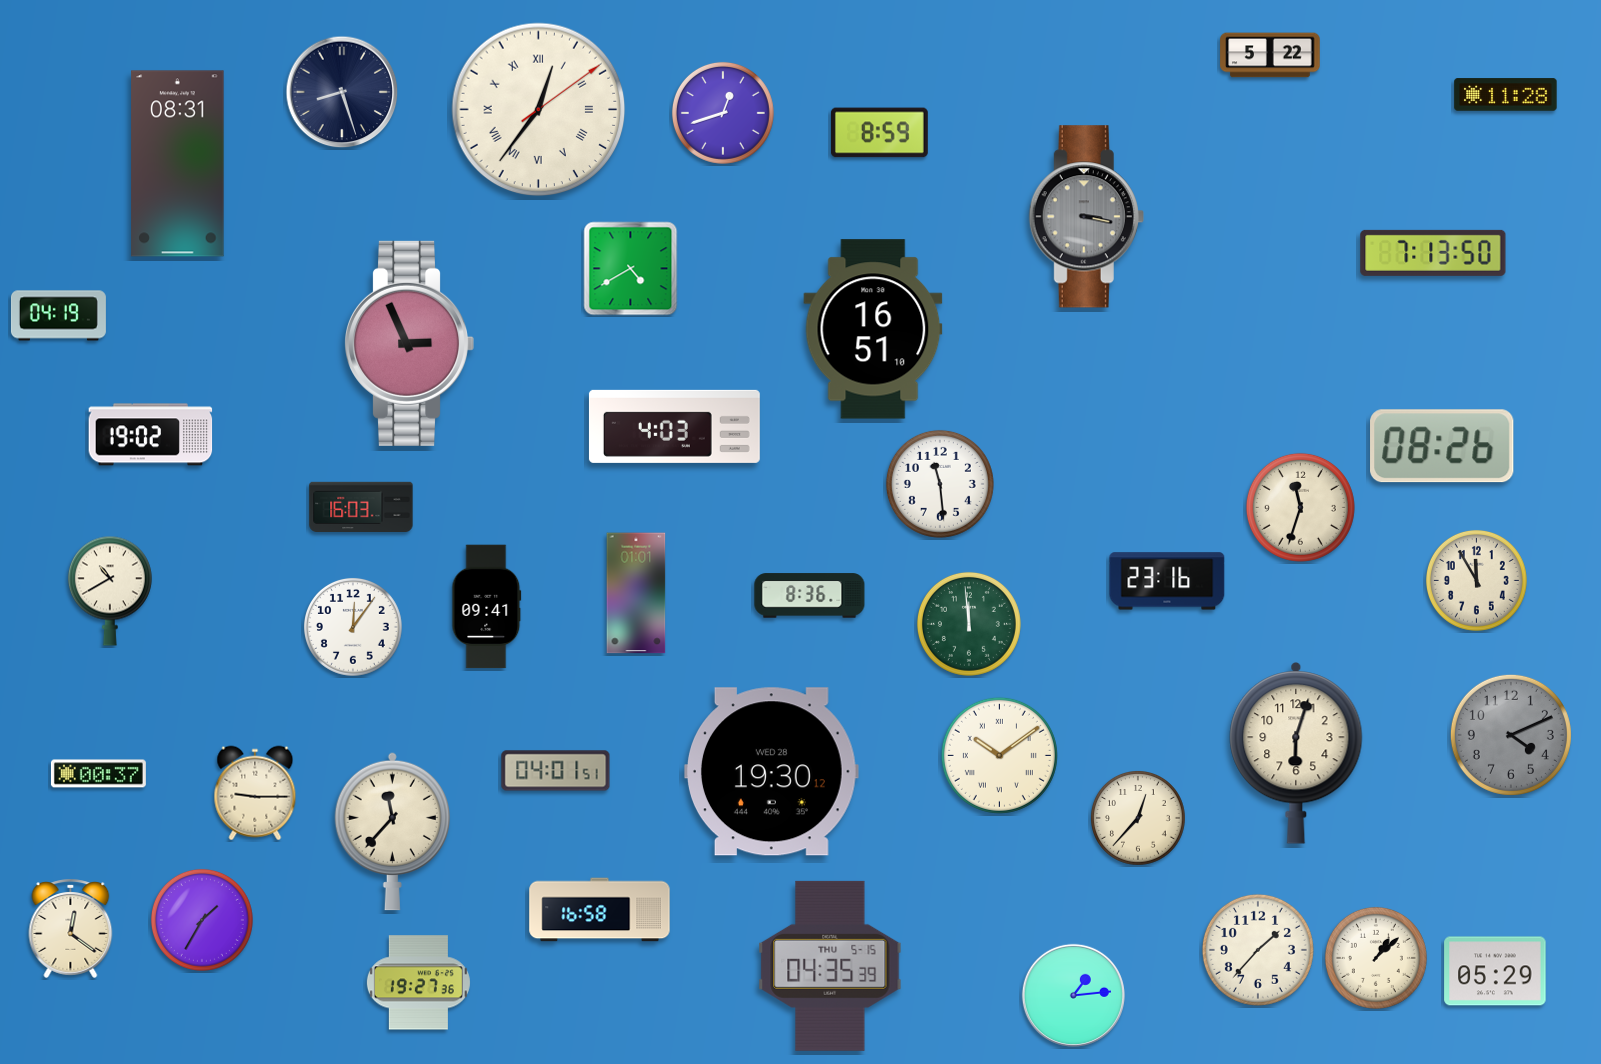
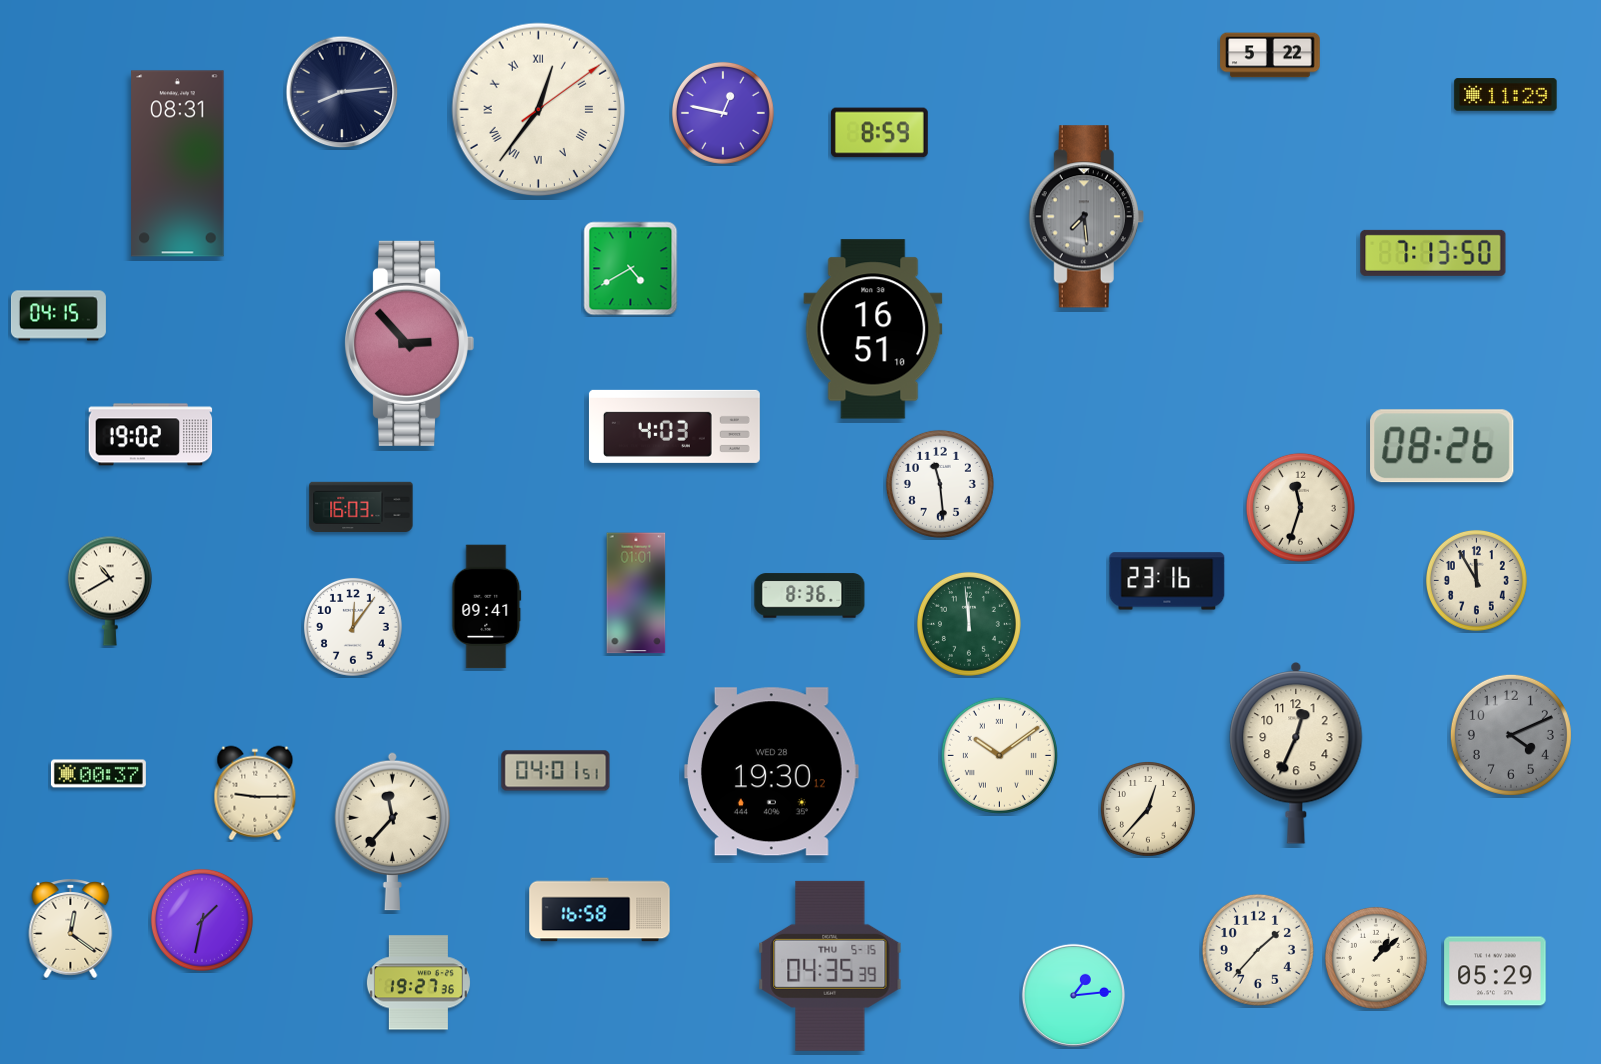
clock at (342, 92): 8:27 -> 8:14
clock at (1506, 95): 11:28 -> 11:29
clock at (723, 113): 12:42 -> 12:47
clock at (1086, 217): 3:17 -> 7:29
clock at (58, 316): 04:19 -> 04:15
clock at (409, 343): 2:56 -> 2:53
clock at (1296, 753): 6:03 -> 12:34
clock at (1139, 819) position: (1139, 819) -> (1149, 810)
clock at (202, 920): 1:35 -> 1:32
